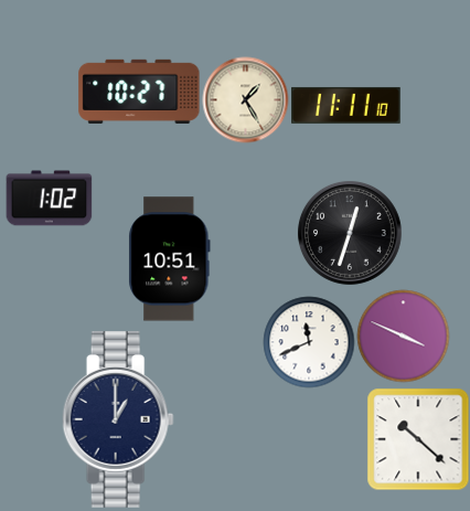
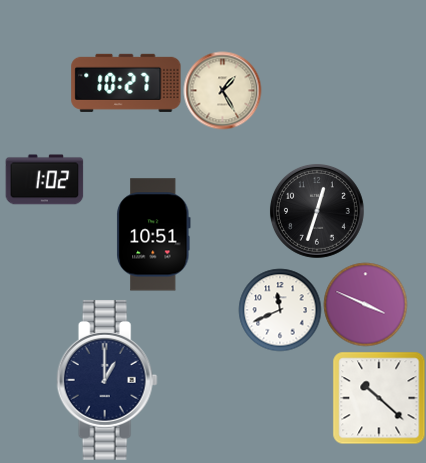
clock at (346, 105): 11:11 -> none
